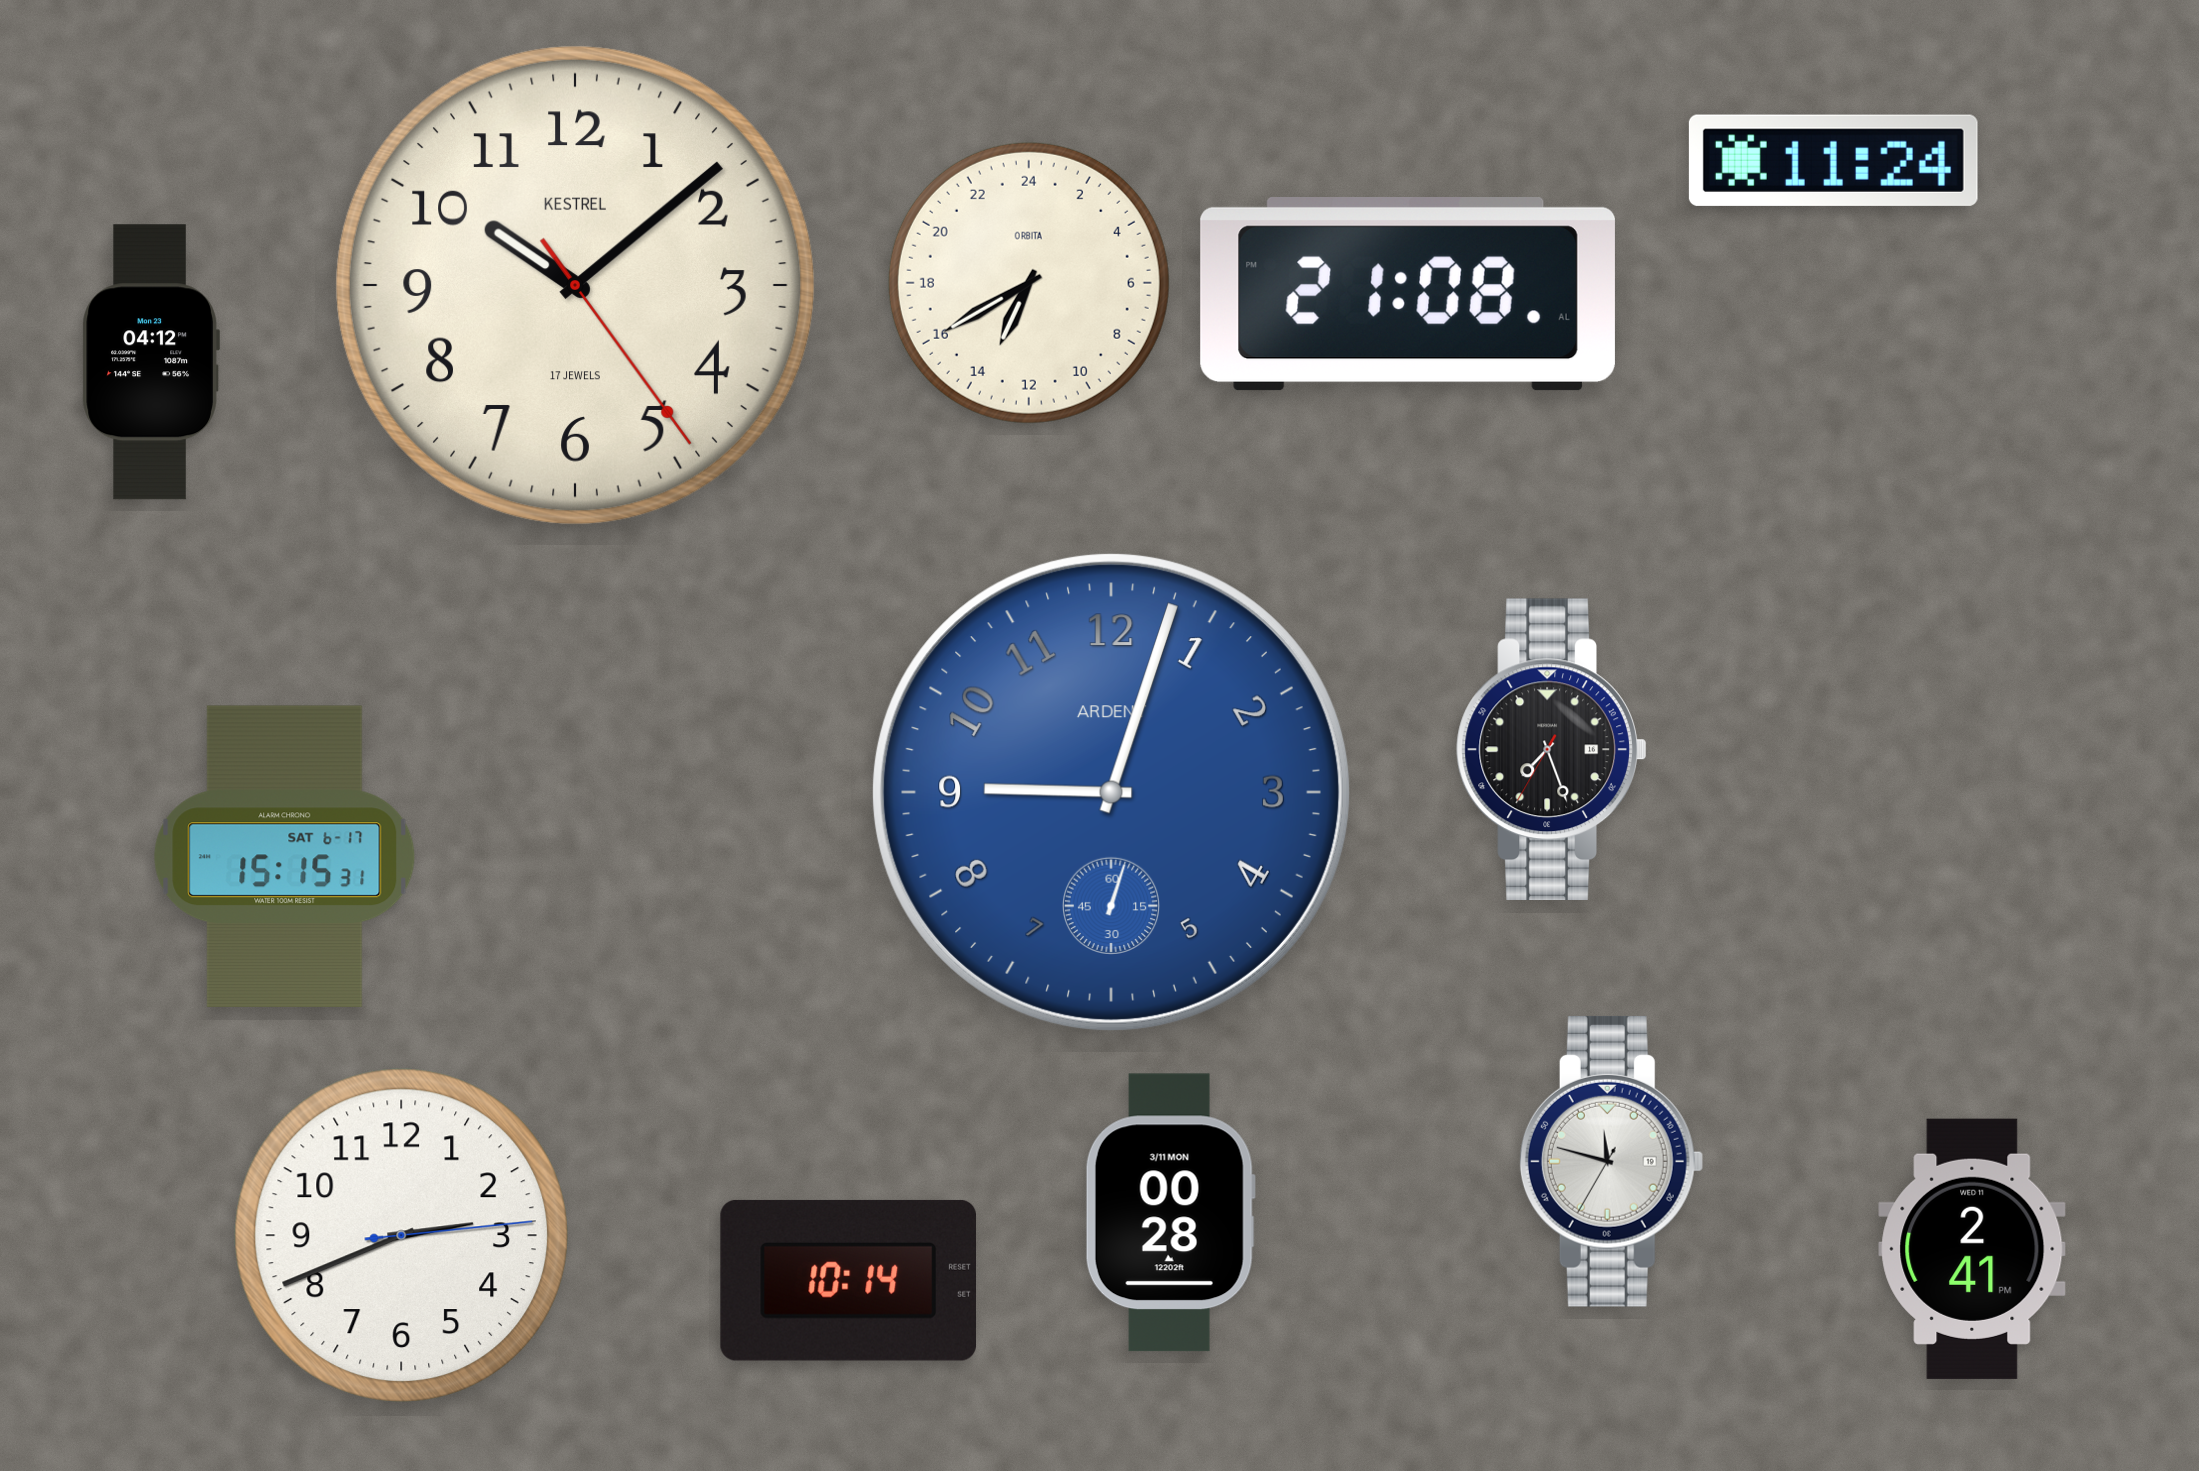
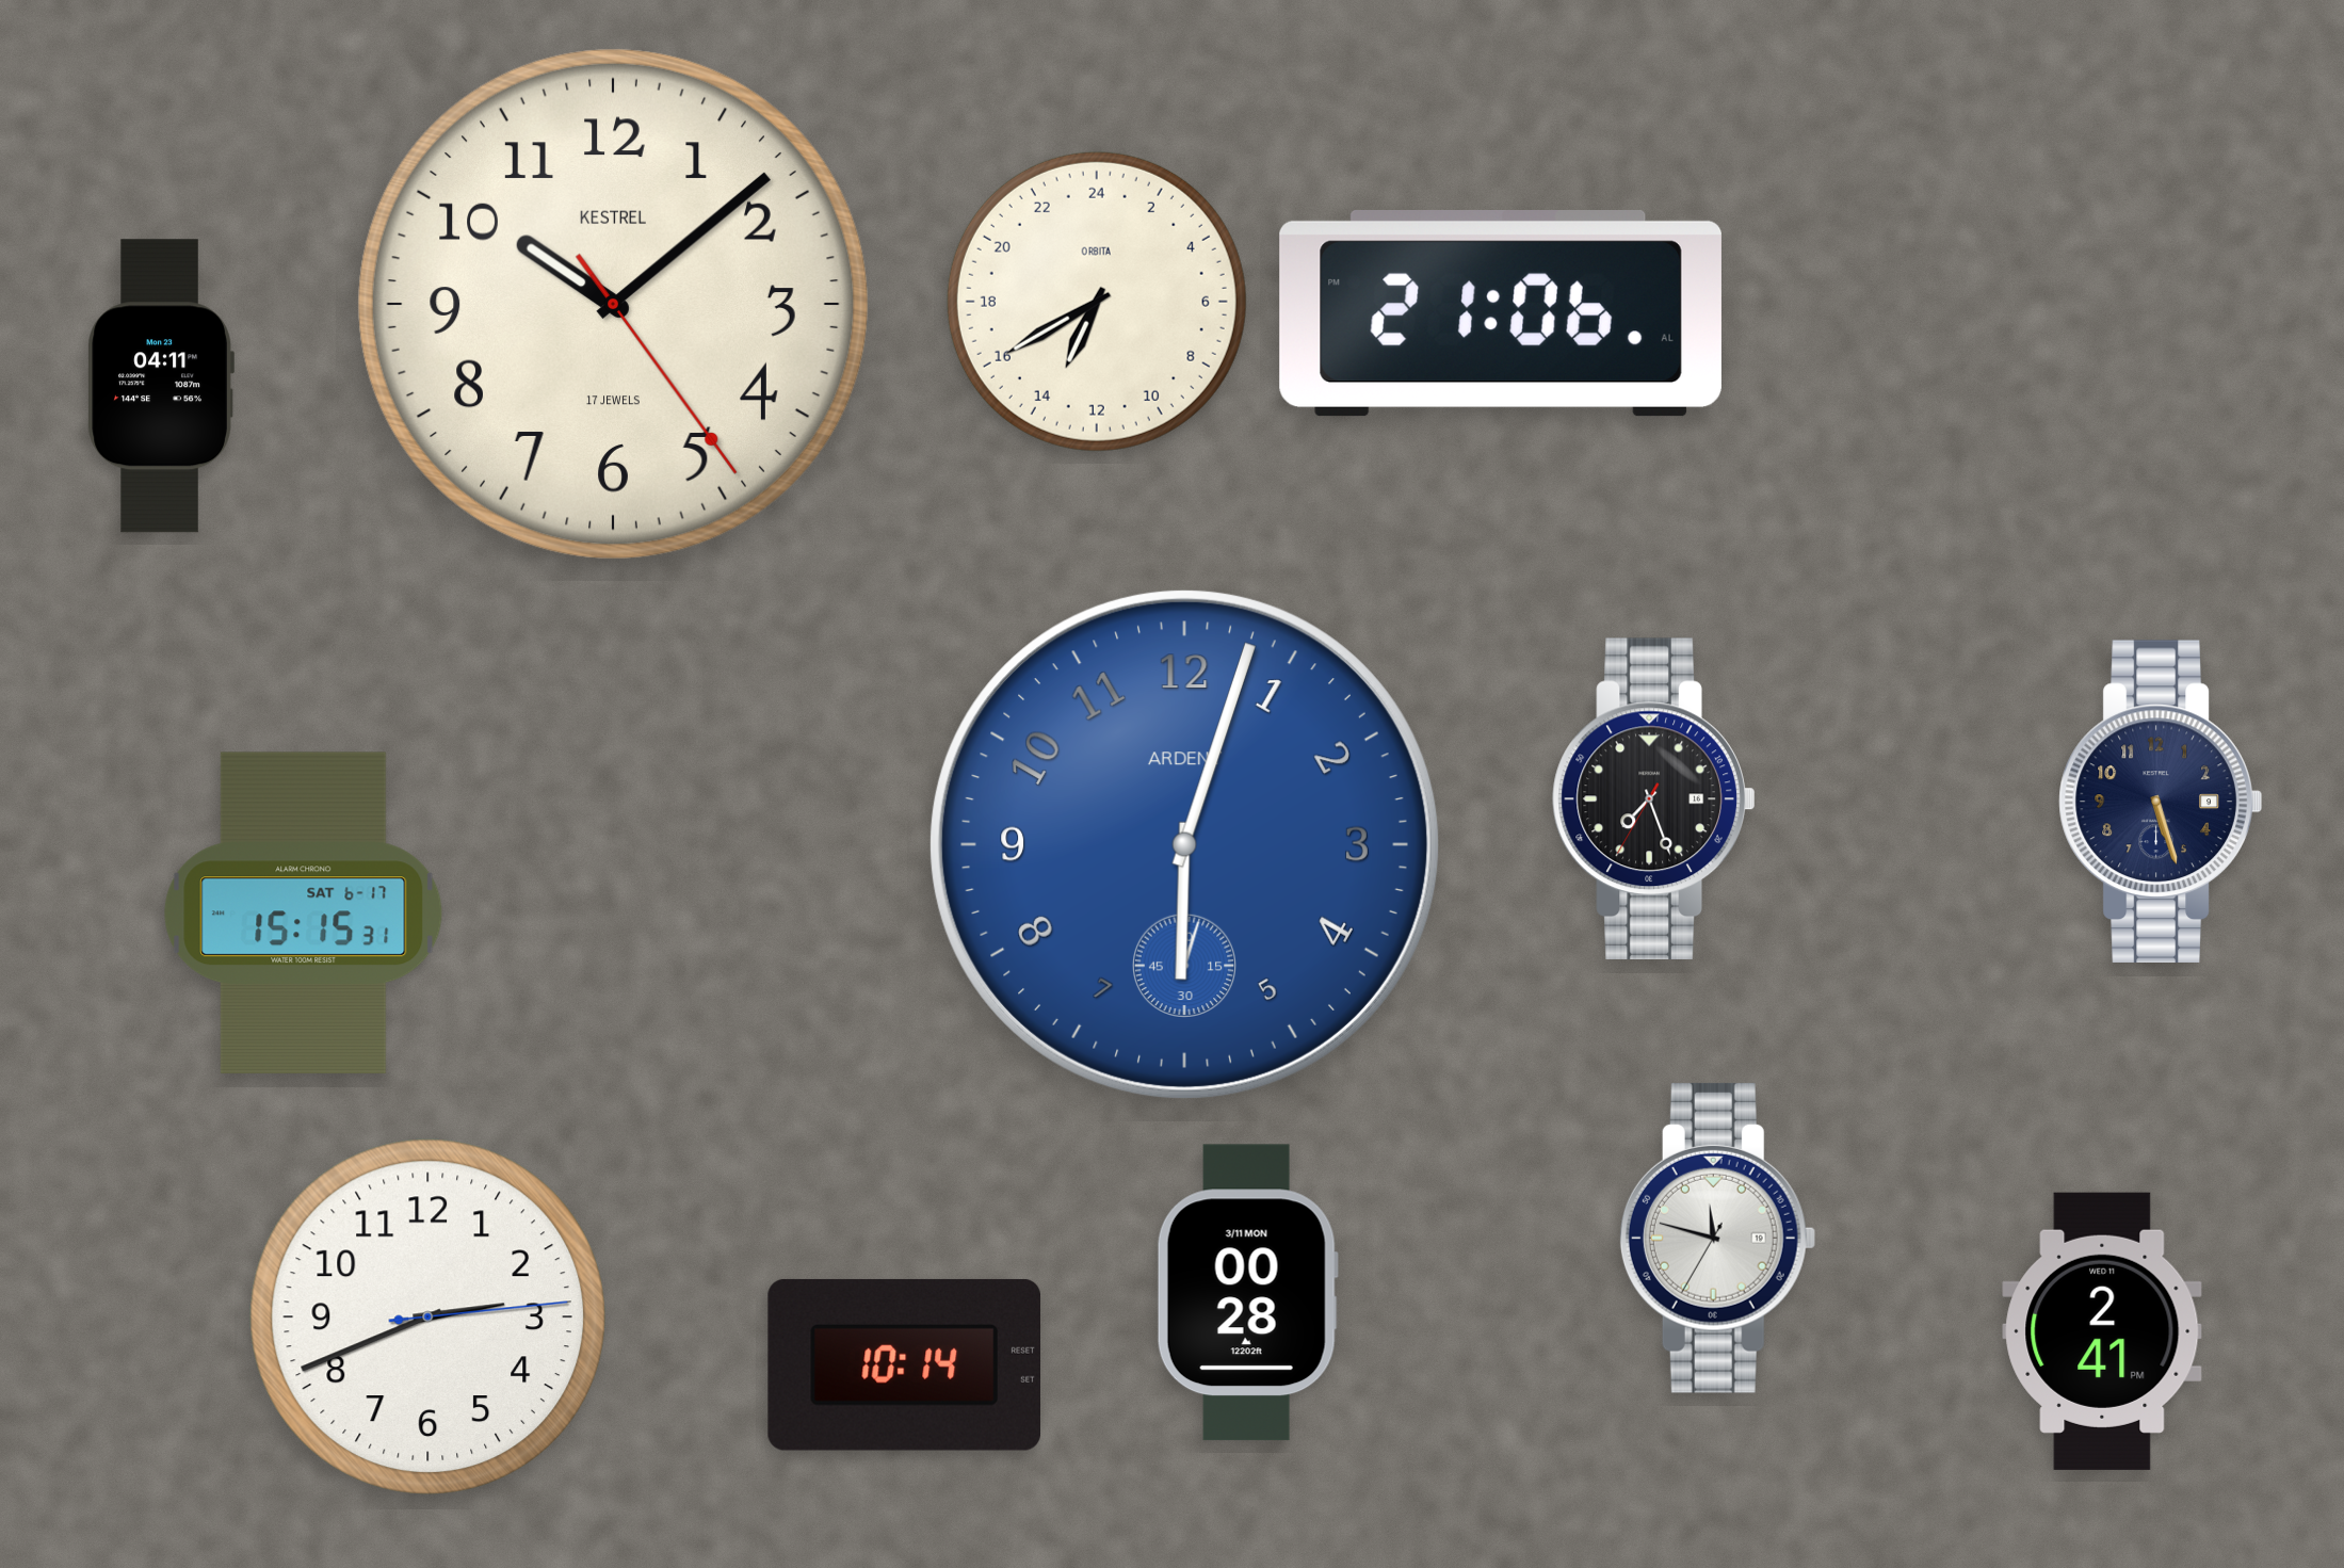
clock at (1833, 160): 11:24 -> none
clock at (1408, 295): 21:08 -> 21:06
clock at (151, 362): 04:12 -> 04:11
clock at (2161, 802): none -> 5:27
clock at (1111, 792): 9:03 -> 6:03
